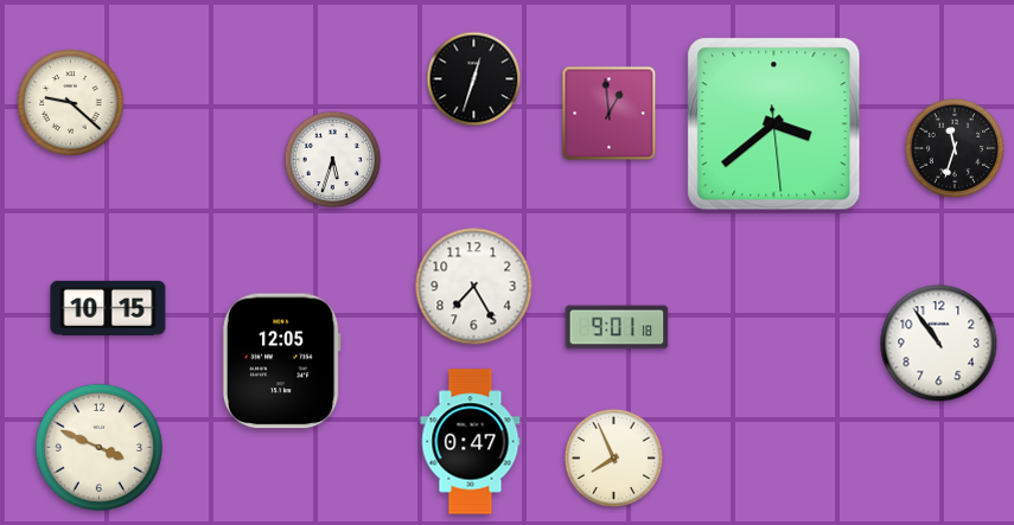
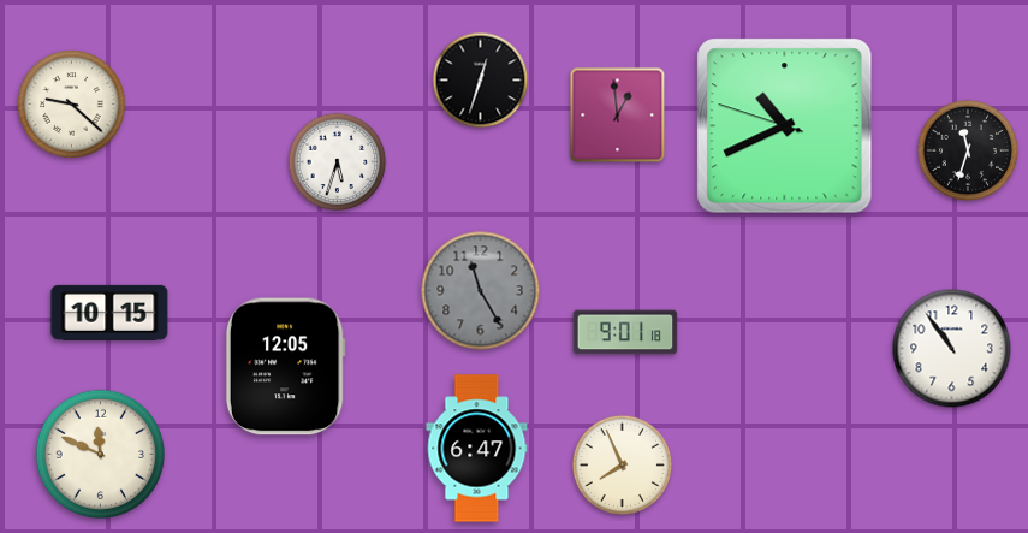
clock at (774, 124): 3:38 -> 10:40
clock at (474, 287): 7:25 -> 11:25
clock at (474, 287) dial: white -> grey
clock at (471, 442): 0:47 -> 6:47
clock at (98, 447): 3:49 -> 11:49
